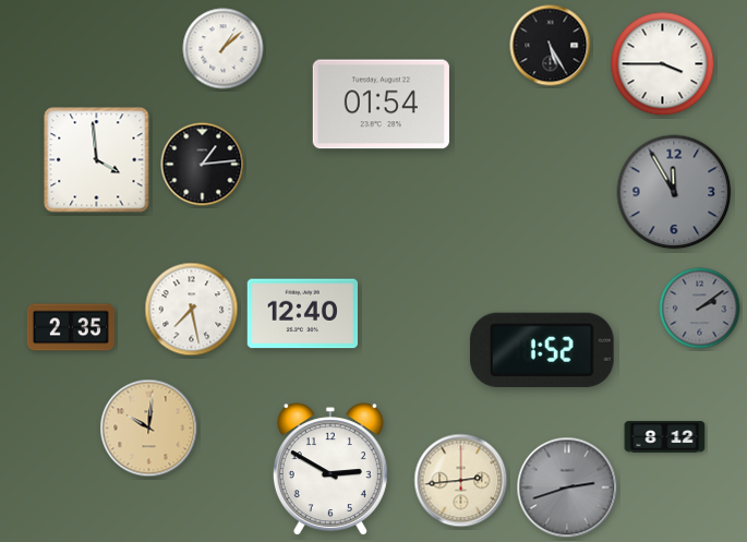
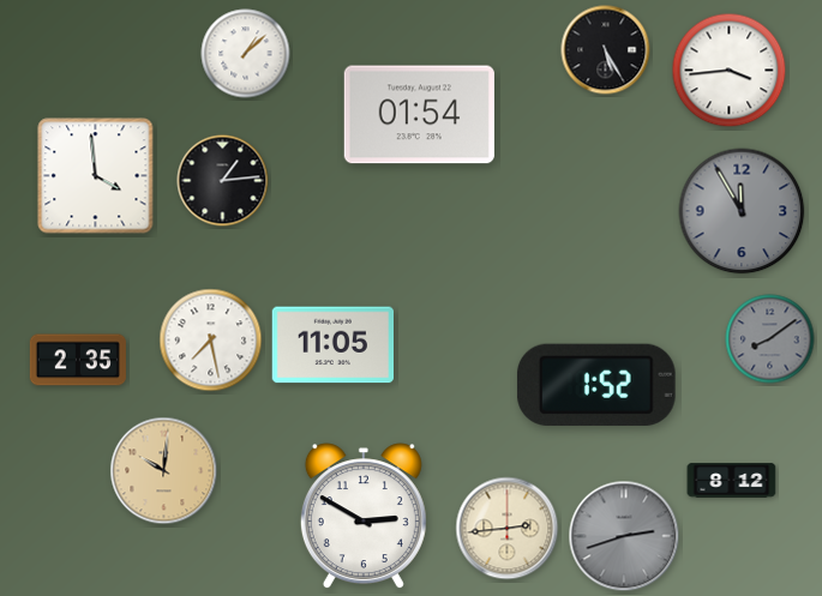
clock at (663, 64): 3:45 -> 3:44
clock at (97, 160) position: (97, 160) -> (96, 176)
clock at (700, 309): 2:09 -> 8:09
clock at (303, 314): 12:40 -> 11:05
